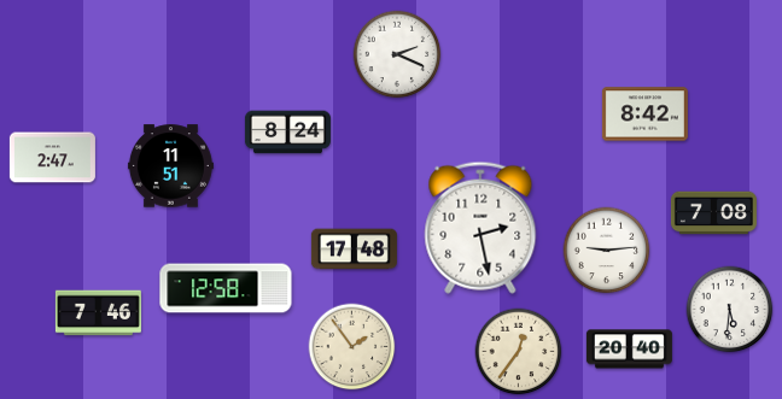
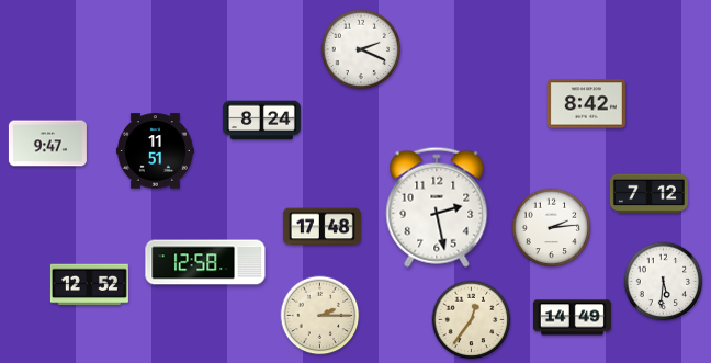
clock at (52, 158): 2:47 -> 9:47
clock at (713, 213): 7:08 -> 7:12
clock at (607, 251): 9:14 -> 2:14
clock at (98, 313): 7:46 -> 12:52
clock at (352, 347): 1:54 -> 2:15
clock at (629, 350): 20:40 -> 14:49
